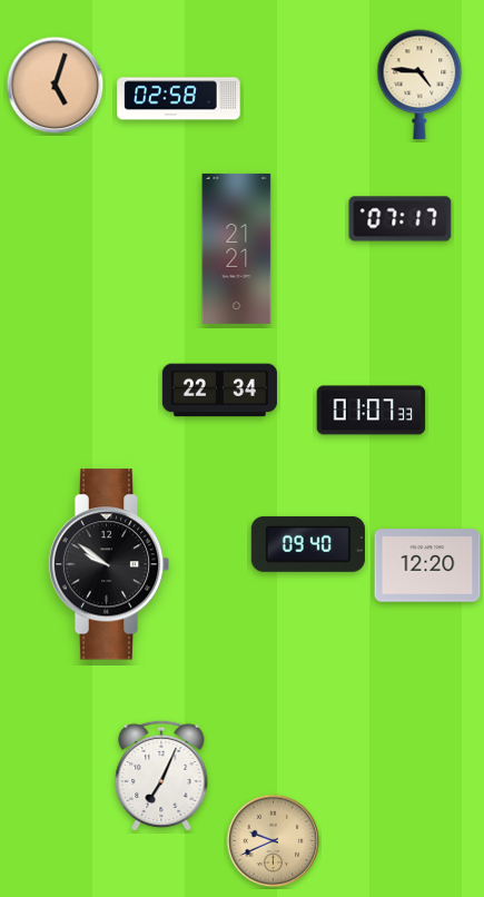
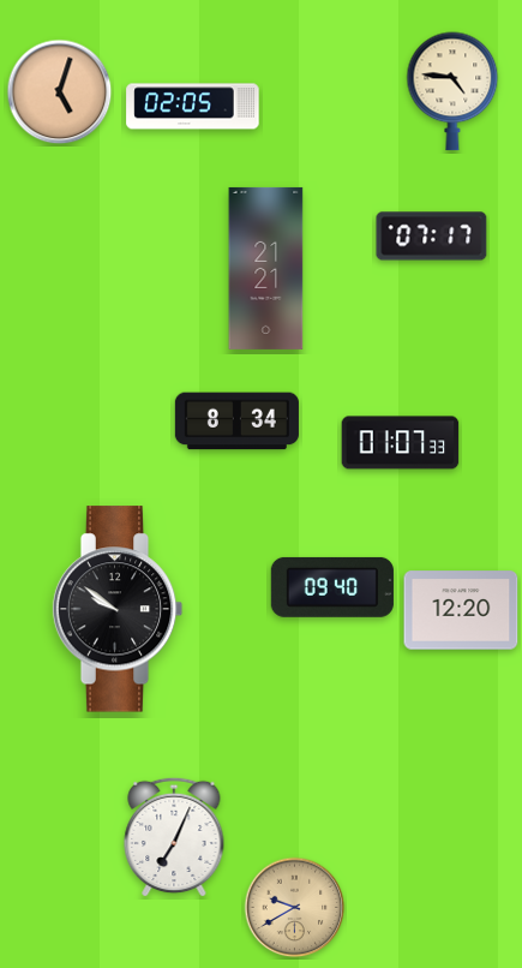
clock at (179, 99): 02:58 -> 02:05
clock at (237, 248) position: (237, 248) -> (266, 268)
clock at (219, 391): 22:34 -> 8:34
clock at (274, 841): 9:41 -> 9:40
